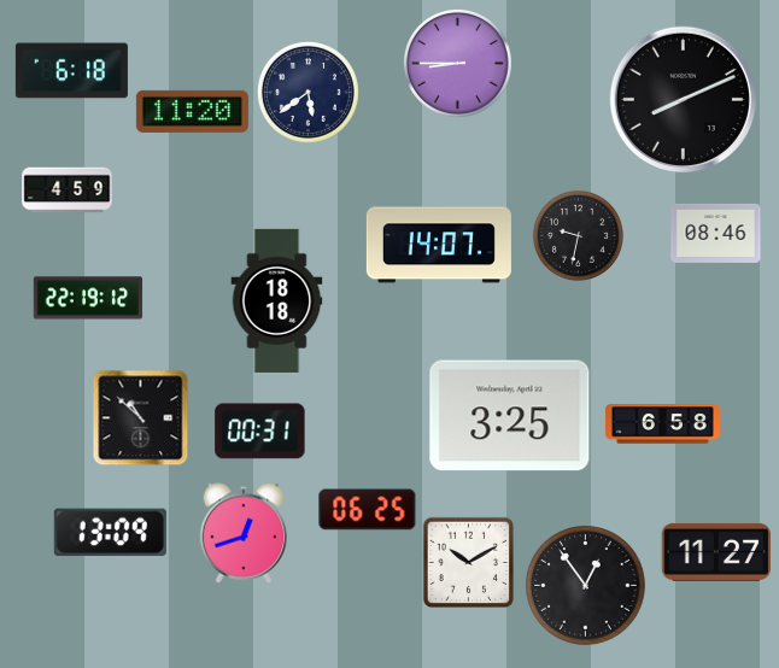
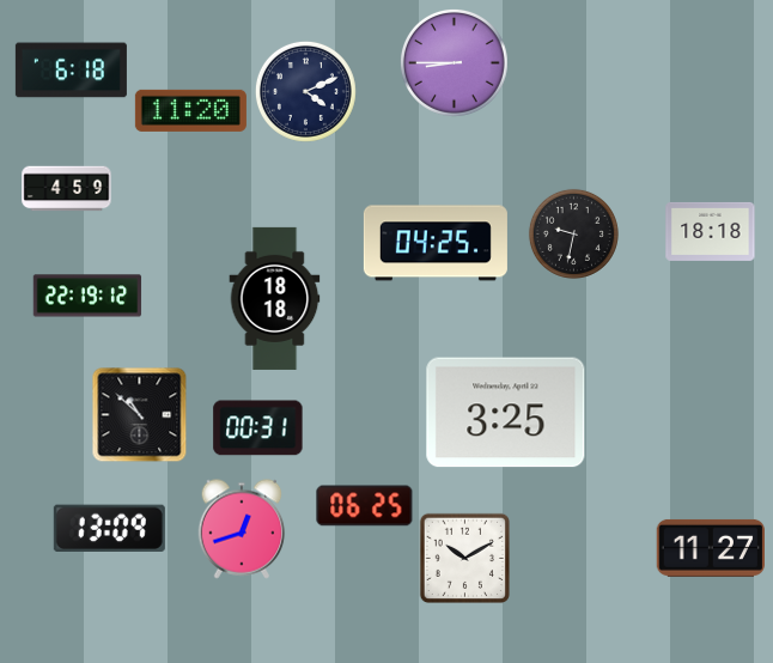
clock at (307, 92): 5:39 -> 4:11
clock at (683, 99): 8:11 -> none
clock at (716, 233): 08:46 -> 18:18
clock at (439, 245): 14:07 -> 04:25
clock at (662, 424): 6:58 -> none
clock at (586, 586): 12:54 -> none
